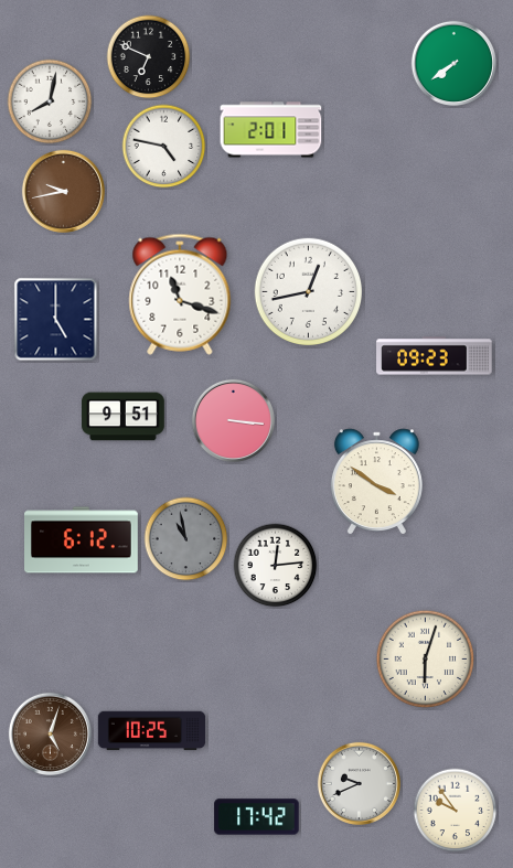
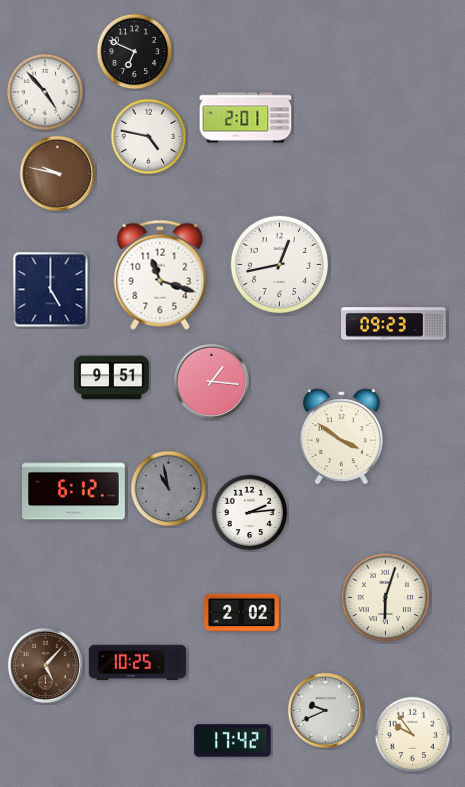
clock at (453, 63): 7:39 -> none
clock at (50, 101): 8:02 -> 4:53
clock at (164, 147) position: (164, 147) -> (149, 137)
clock at (63, 191): 9:43 -> 9:47
clock at (180, 294) position: (180, 294) -> (160, 275)
clock at (233, 420): 3:16 -> 1:16
clock at (276, 566): 12:14 -> 2:14
clock at (242, 613): none -> 2:02
clock at (50, 733): 5:03 -> 5:07
